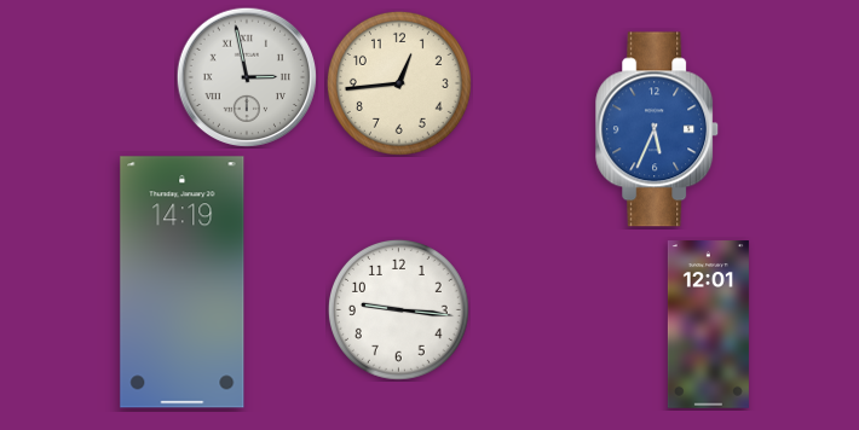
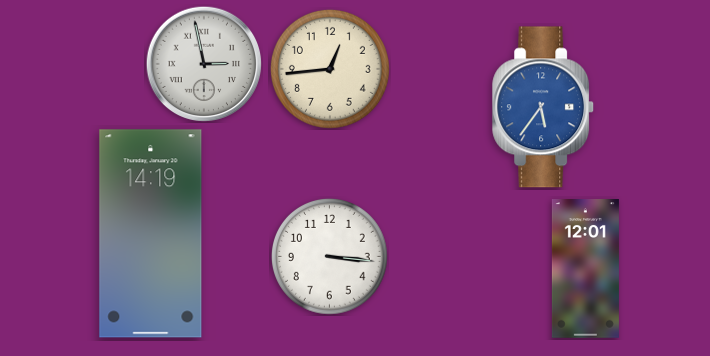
clock at (658, 129): 5:34 -> 5:36
clock at (398, 309): 9:16 -> 3:16
